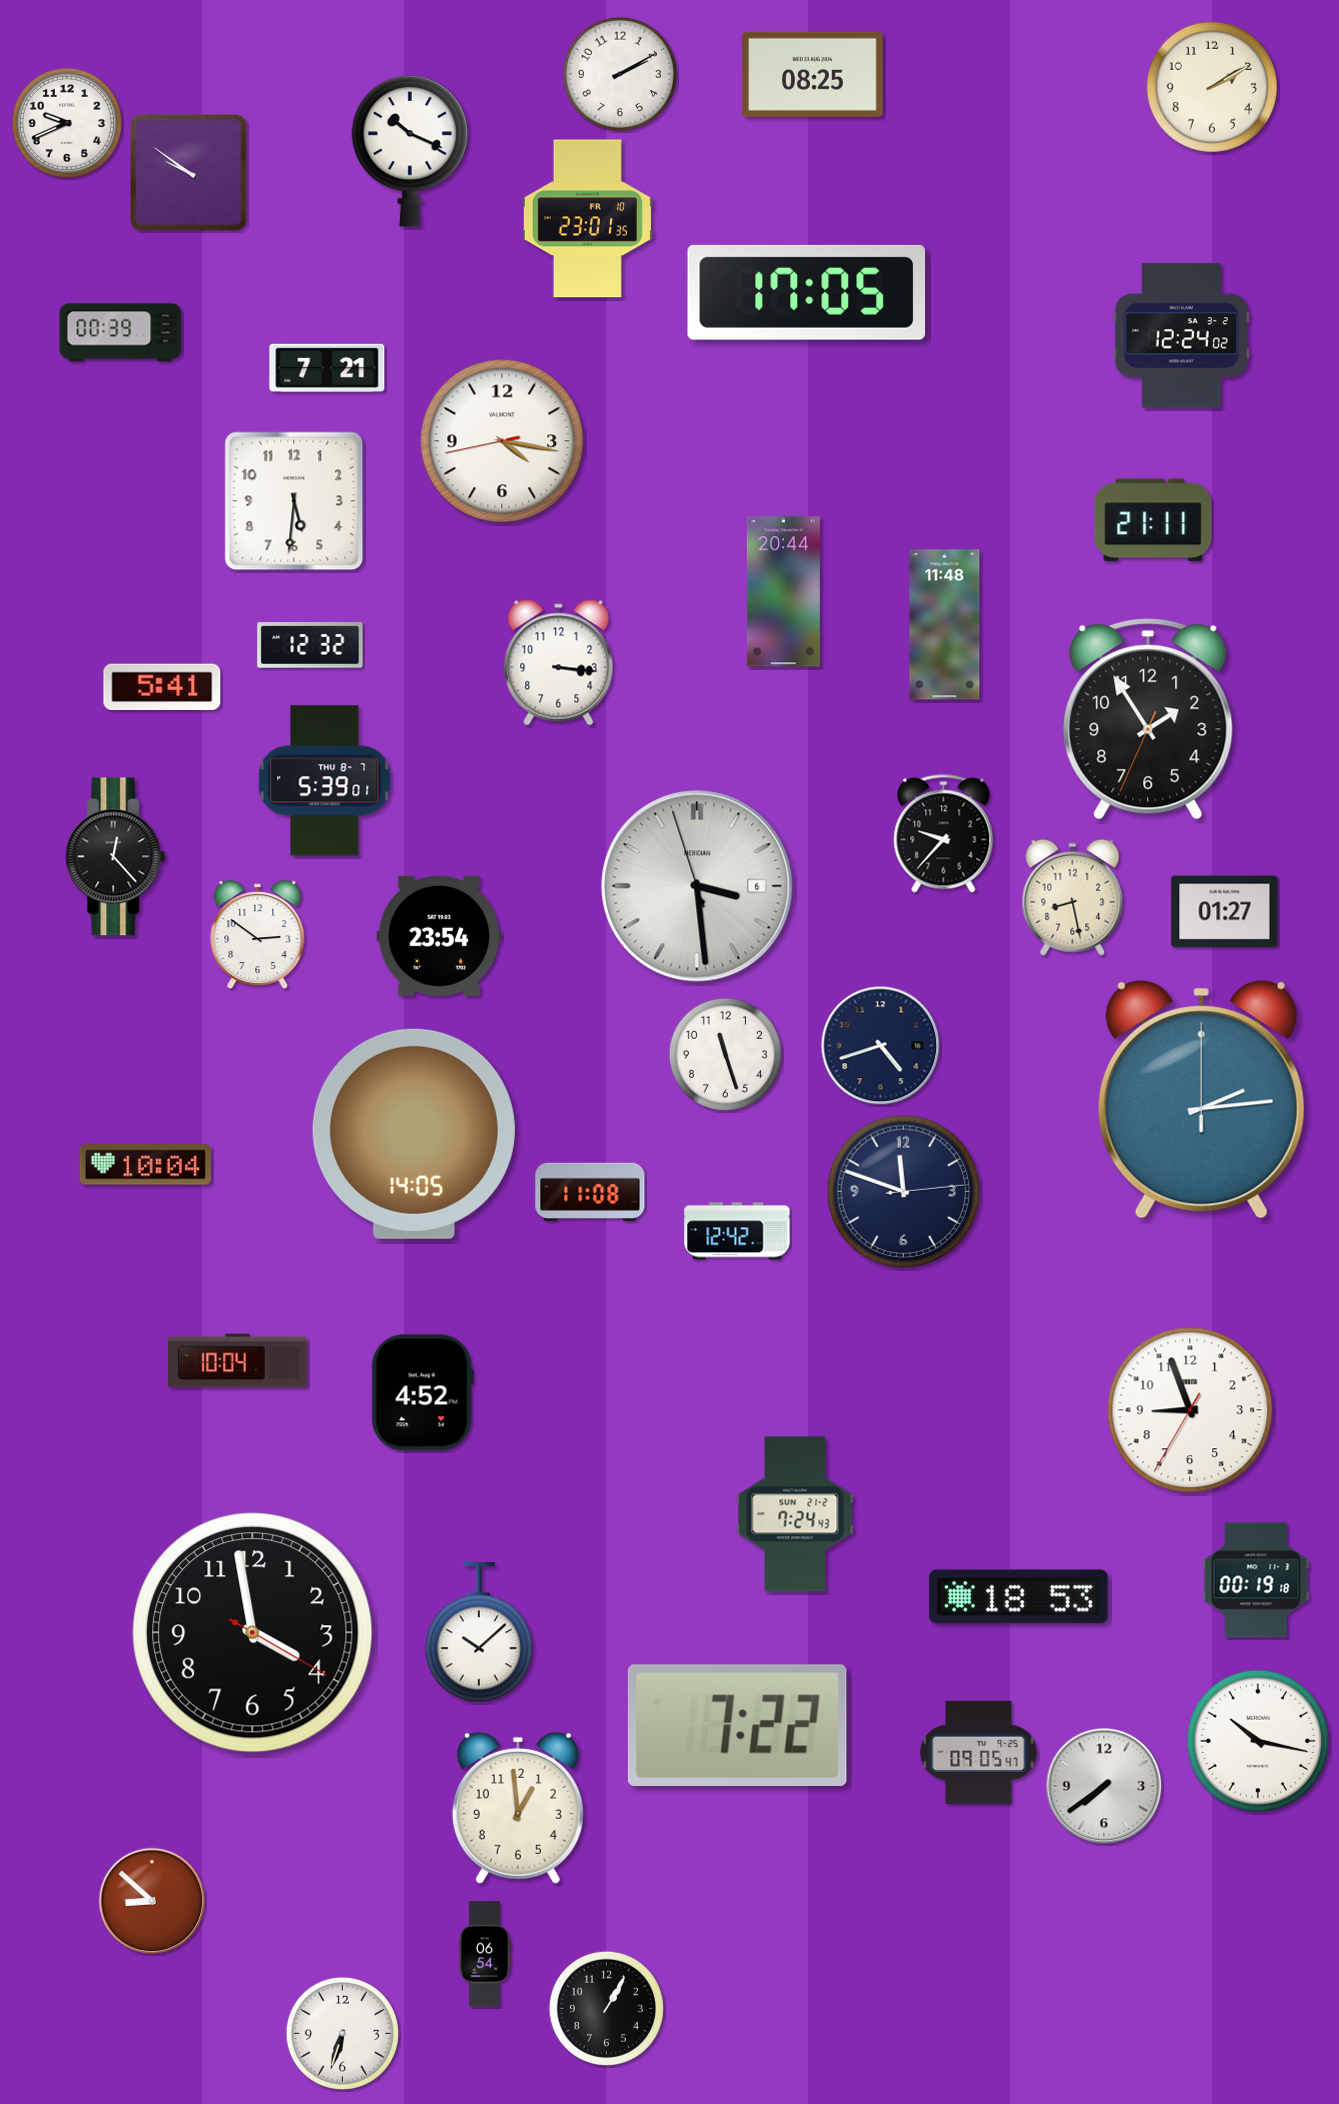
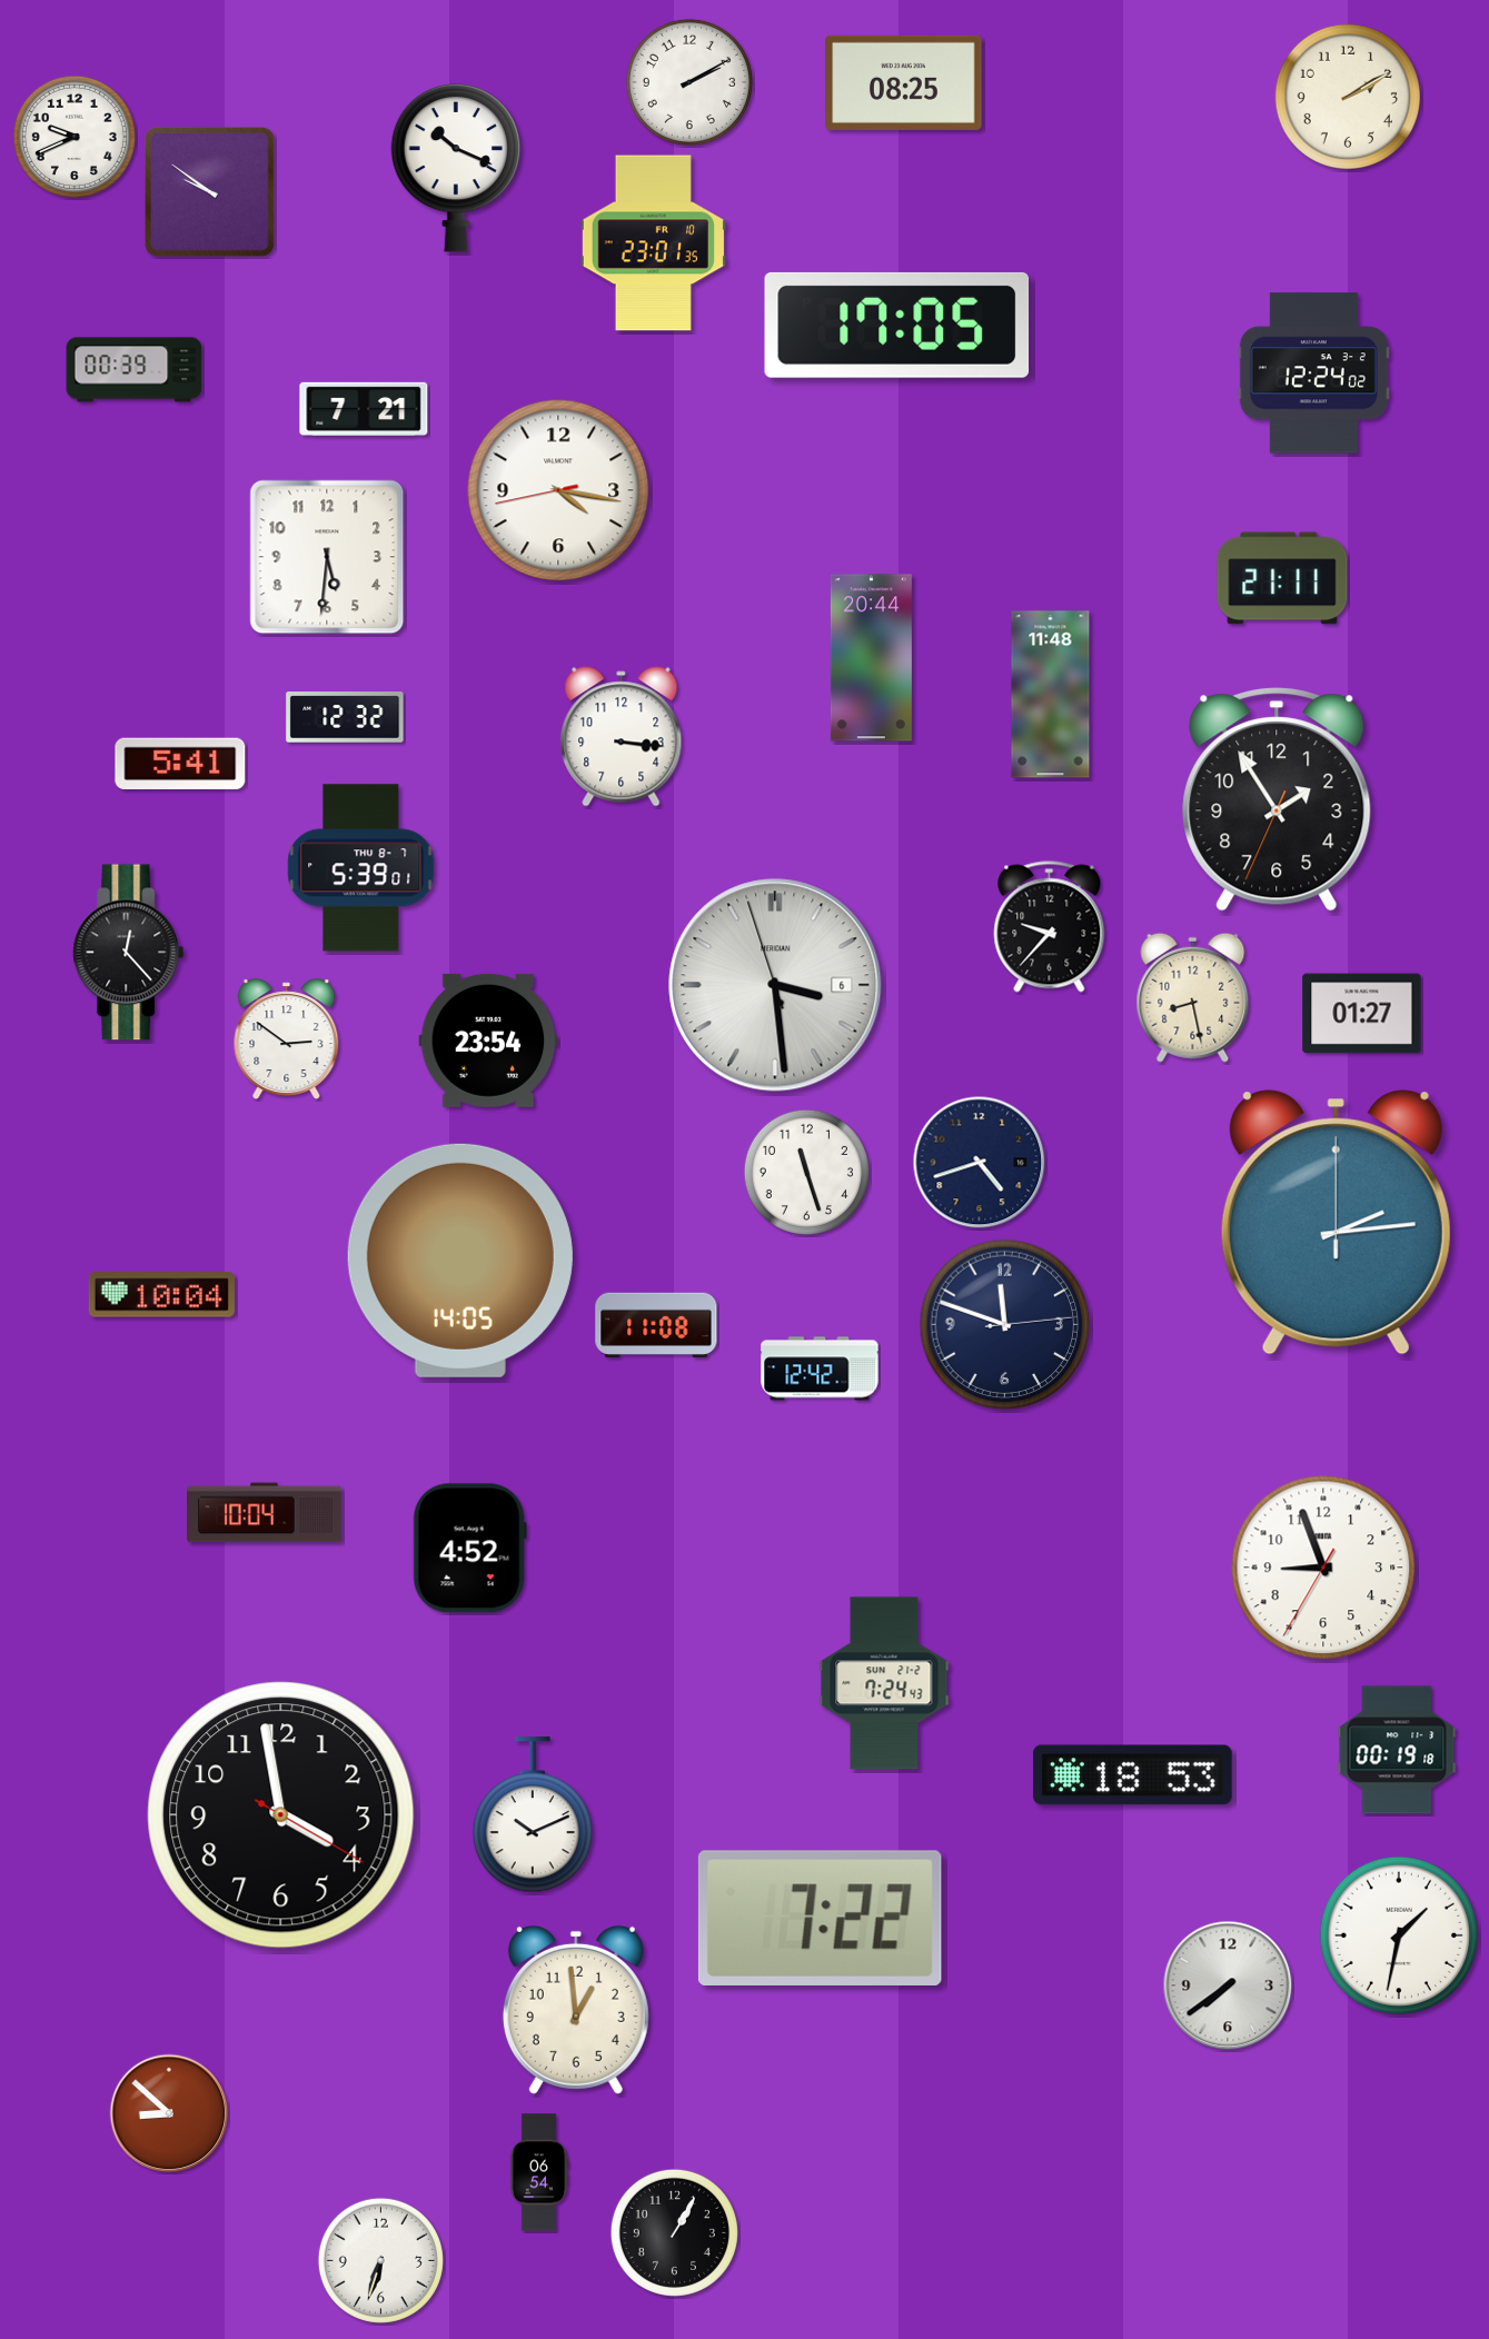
clock at (1256, 1580) position: (1256, 1580) -> (1397, 1750)
clock at (478, 1633): 10:08 -> 10:11
clock at (1258, 1741): 10:17 -> 1:32
clock at (979, 1752): 09:05 -> none
